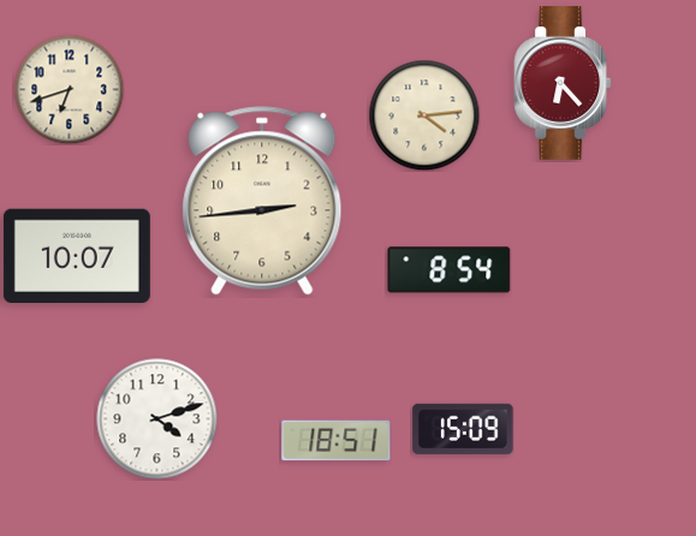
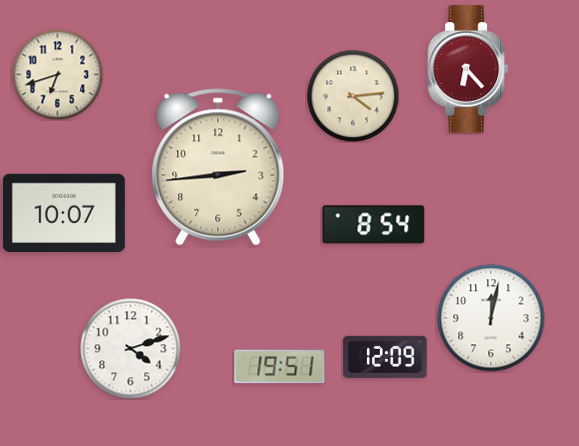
clock at (491, 318): none -> 12:02
clock at (463, 429): 15:09 -> 12:09
clock at (337, 441): 18:51 -> 19:51
